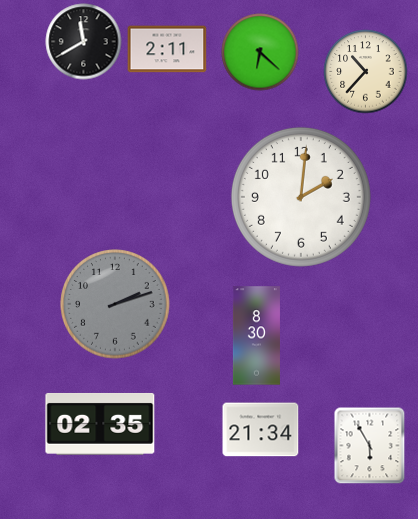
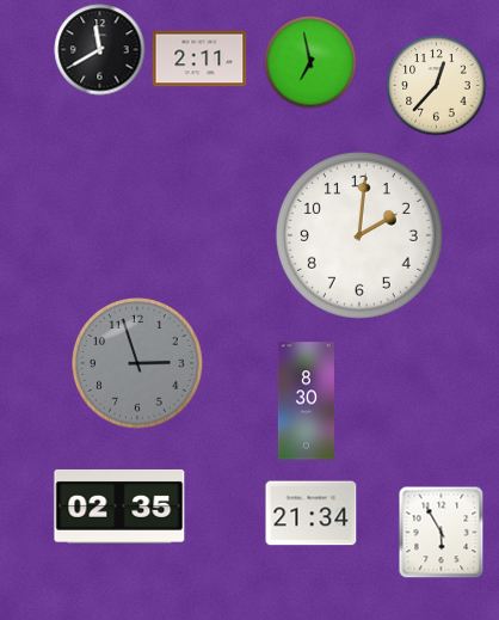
clock at (260, 52): 6:22 -> 6:58
clock at (366, 72): 10:37 -> 12:37
clock at (115, 304): 2:12 -> 2:57
